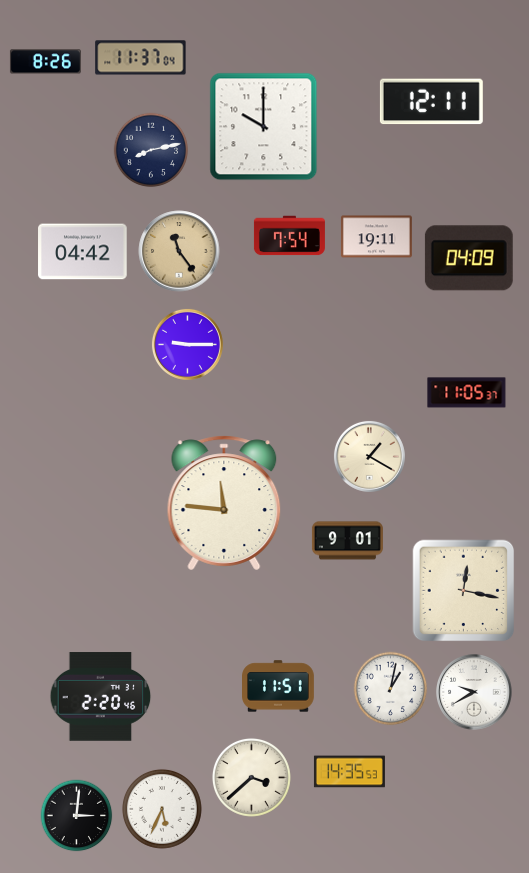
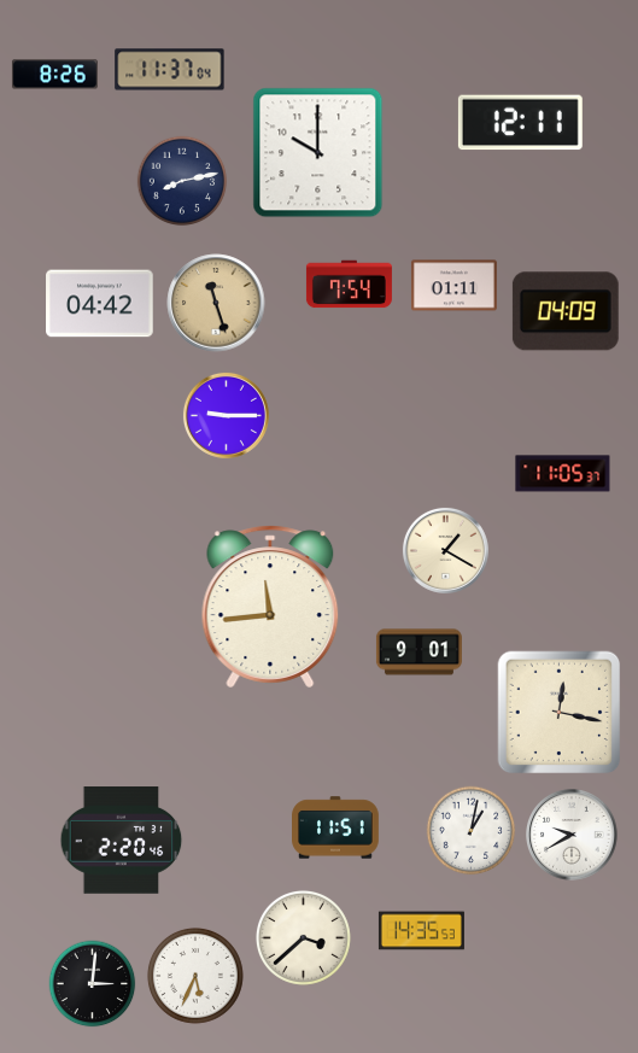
clock at (376, 237): 19:11 -> 01:11
clock at (179, 251): 11:24 -> 11:27
clock at (224, 503): 11:46 -> 11:44
